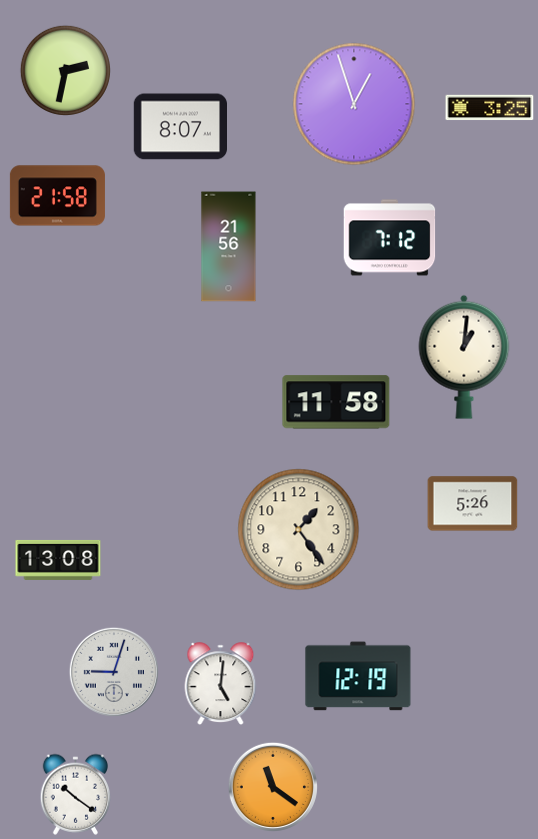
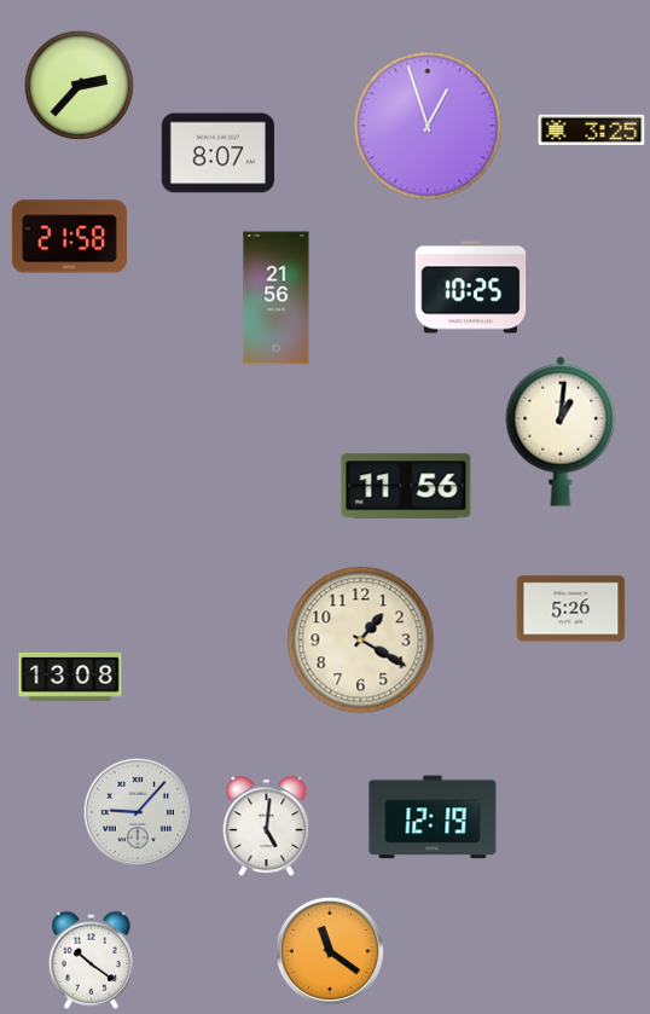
clock at (65, 70): 2:32 -> 2:37
clock at (390, 238): 7:12 -> 10:25
clock at (336, 402): 11:58 -> 11:56
clock at (299, 530): 1:24 -> 1:20
clock at (114, 672): 9:03 -> 9:07
